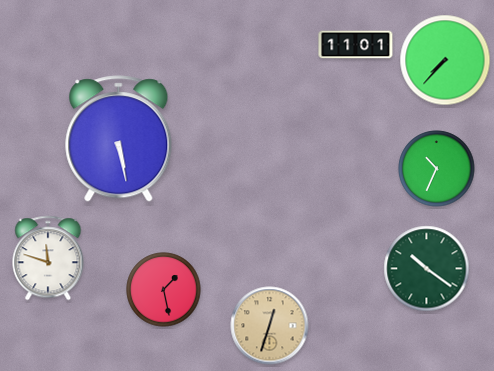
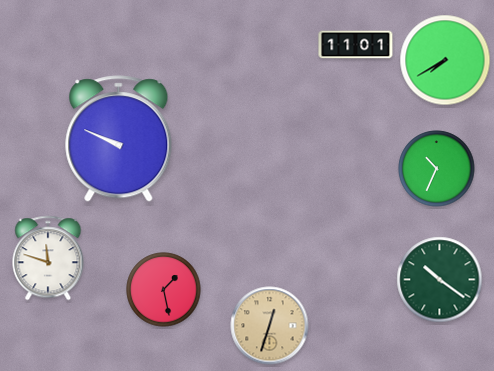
clock at (445, 60): 7:37 -> 7:40
clock at (119, 139): 5:28 -> 9:49
clock at (427, 269) position: (427, 269) -> (440, 280)
